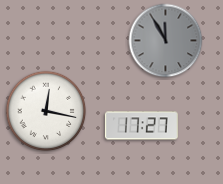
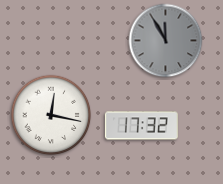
clock at (46, 111) position: (46, 111) -> (51, 115)
clock at (141, 126): 17:27 -> 17:32
